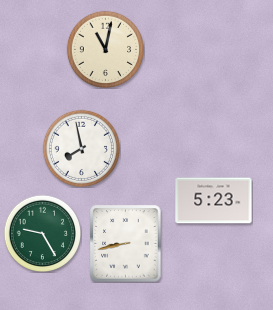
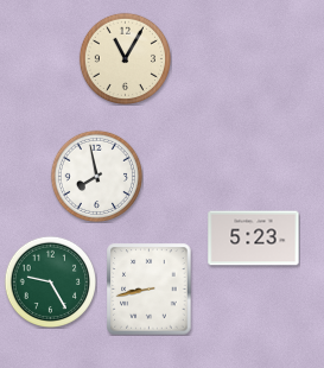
clock at (105, 49): 11:02 -> 11:05
clock at (42, 233) position: (42, 233) -> (50, 281)
